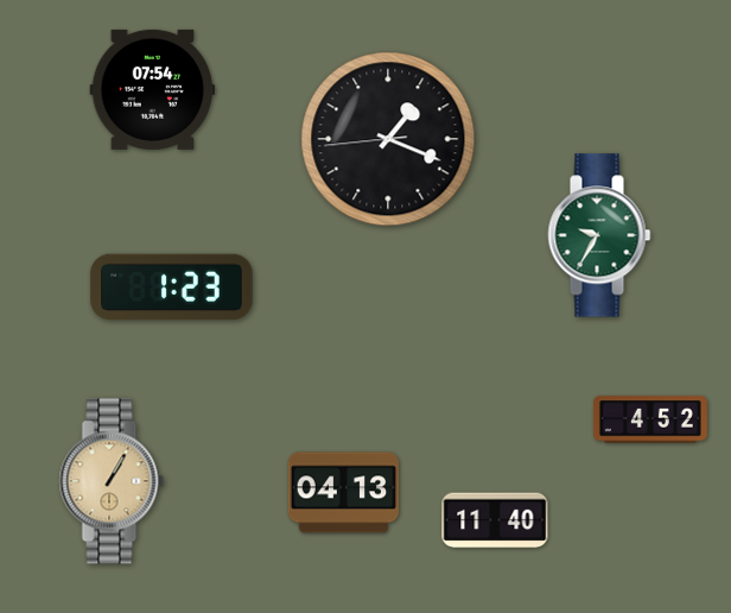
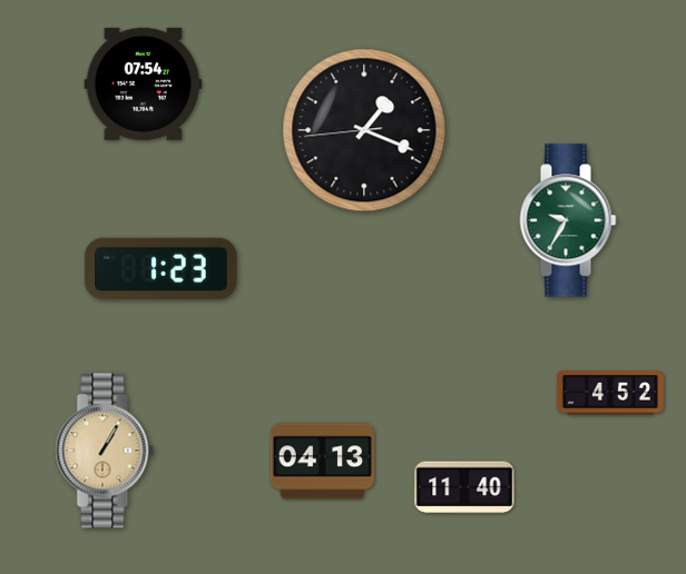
clock at (599, 235) position: (599, 235) -> (568, 220)
